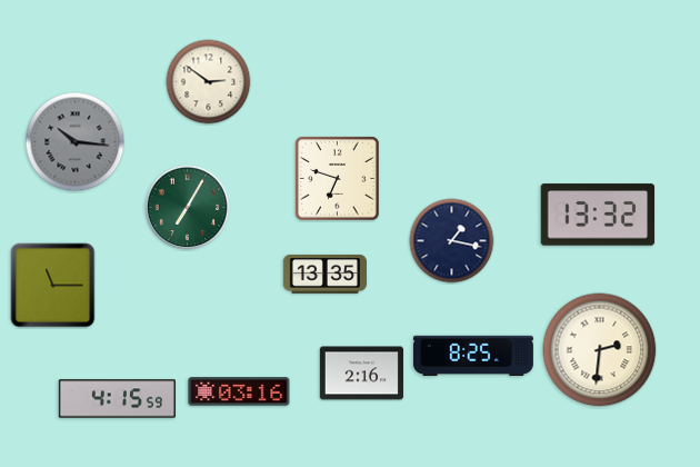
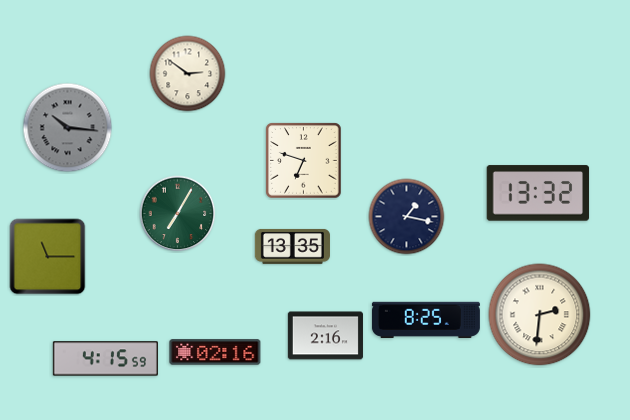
clock at (188, 208) position: (188, 208) -> (178, 214)
clock at (239, 391): 03:16 -> 02:16
